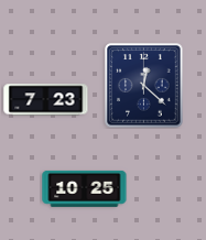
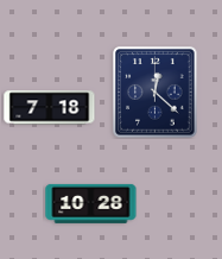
clock at (46, 100): 7:23 -> 7:18
clock at (85, 188): 10:25 -> 10:28
